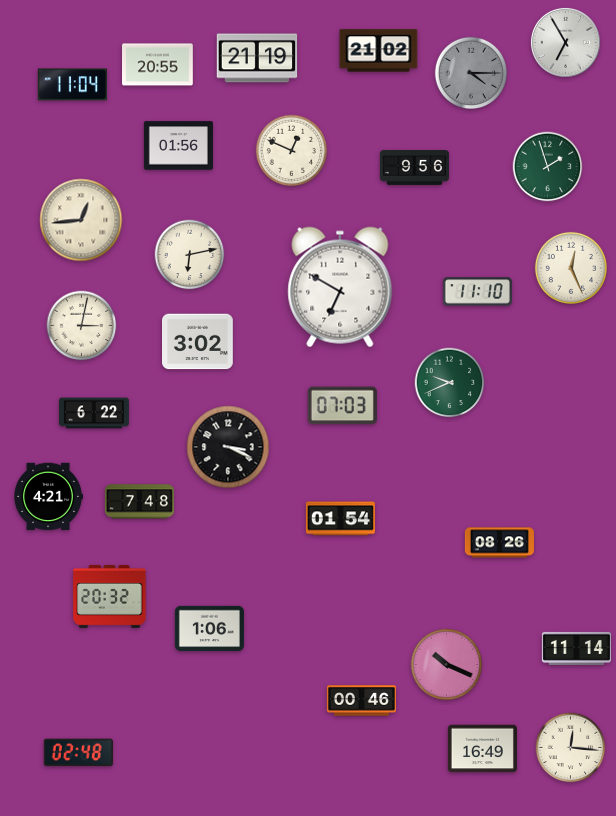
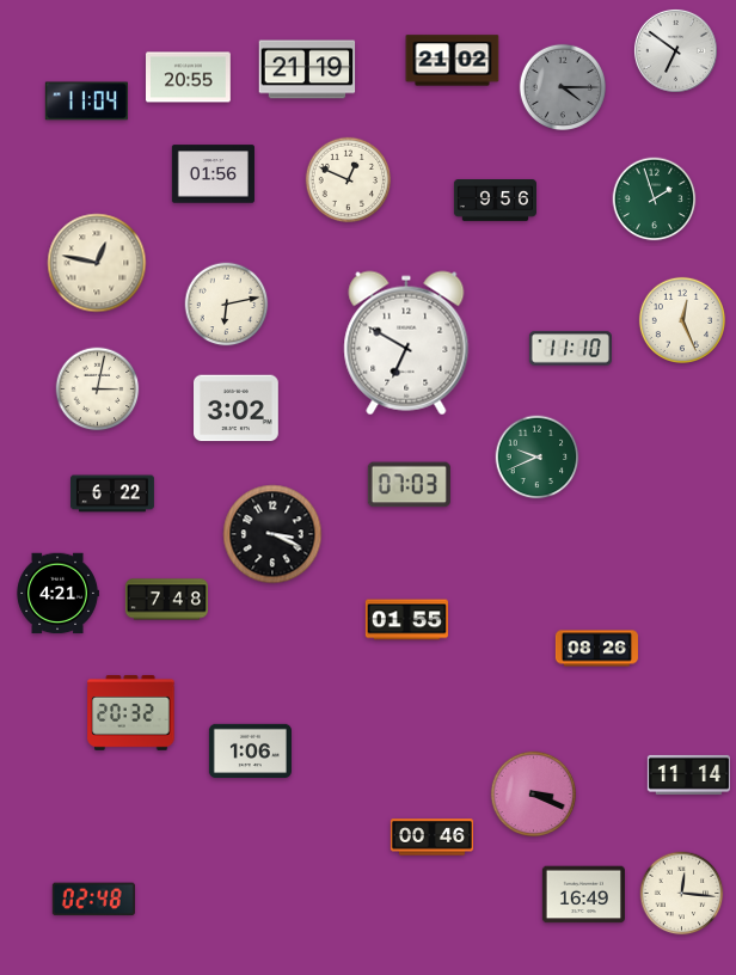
clock at (565, 42): 6:55 -> 6:51
clock at (81, 220): 12:44 -> 12:47
clock at (340, 519): 01:54 -> 01:55
clock at (447, 665): 10:19 -> 3:19
clock at (482, 749) position: (482, 749) -> (583, 895)
